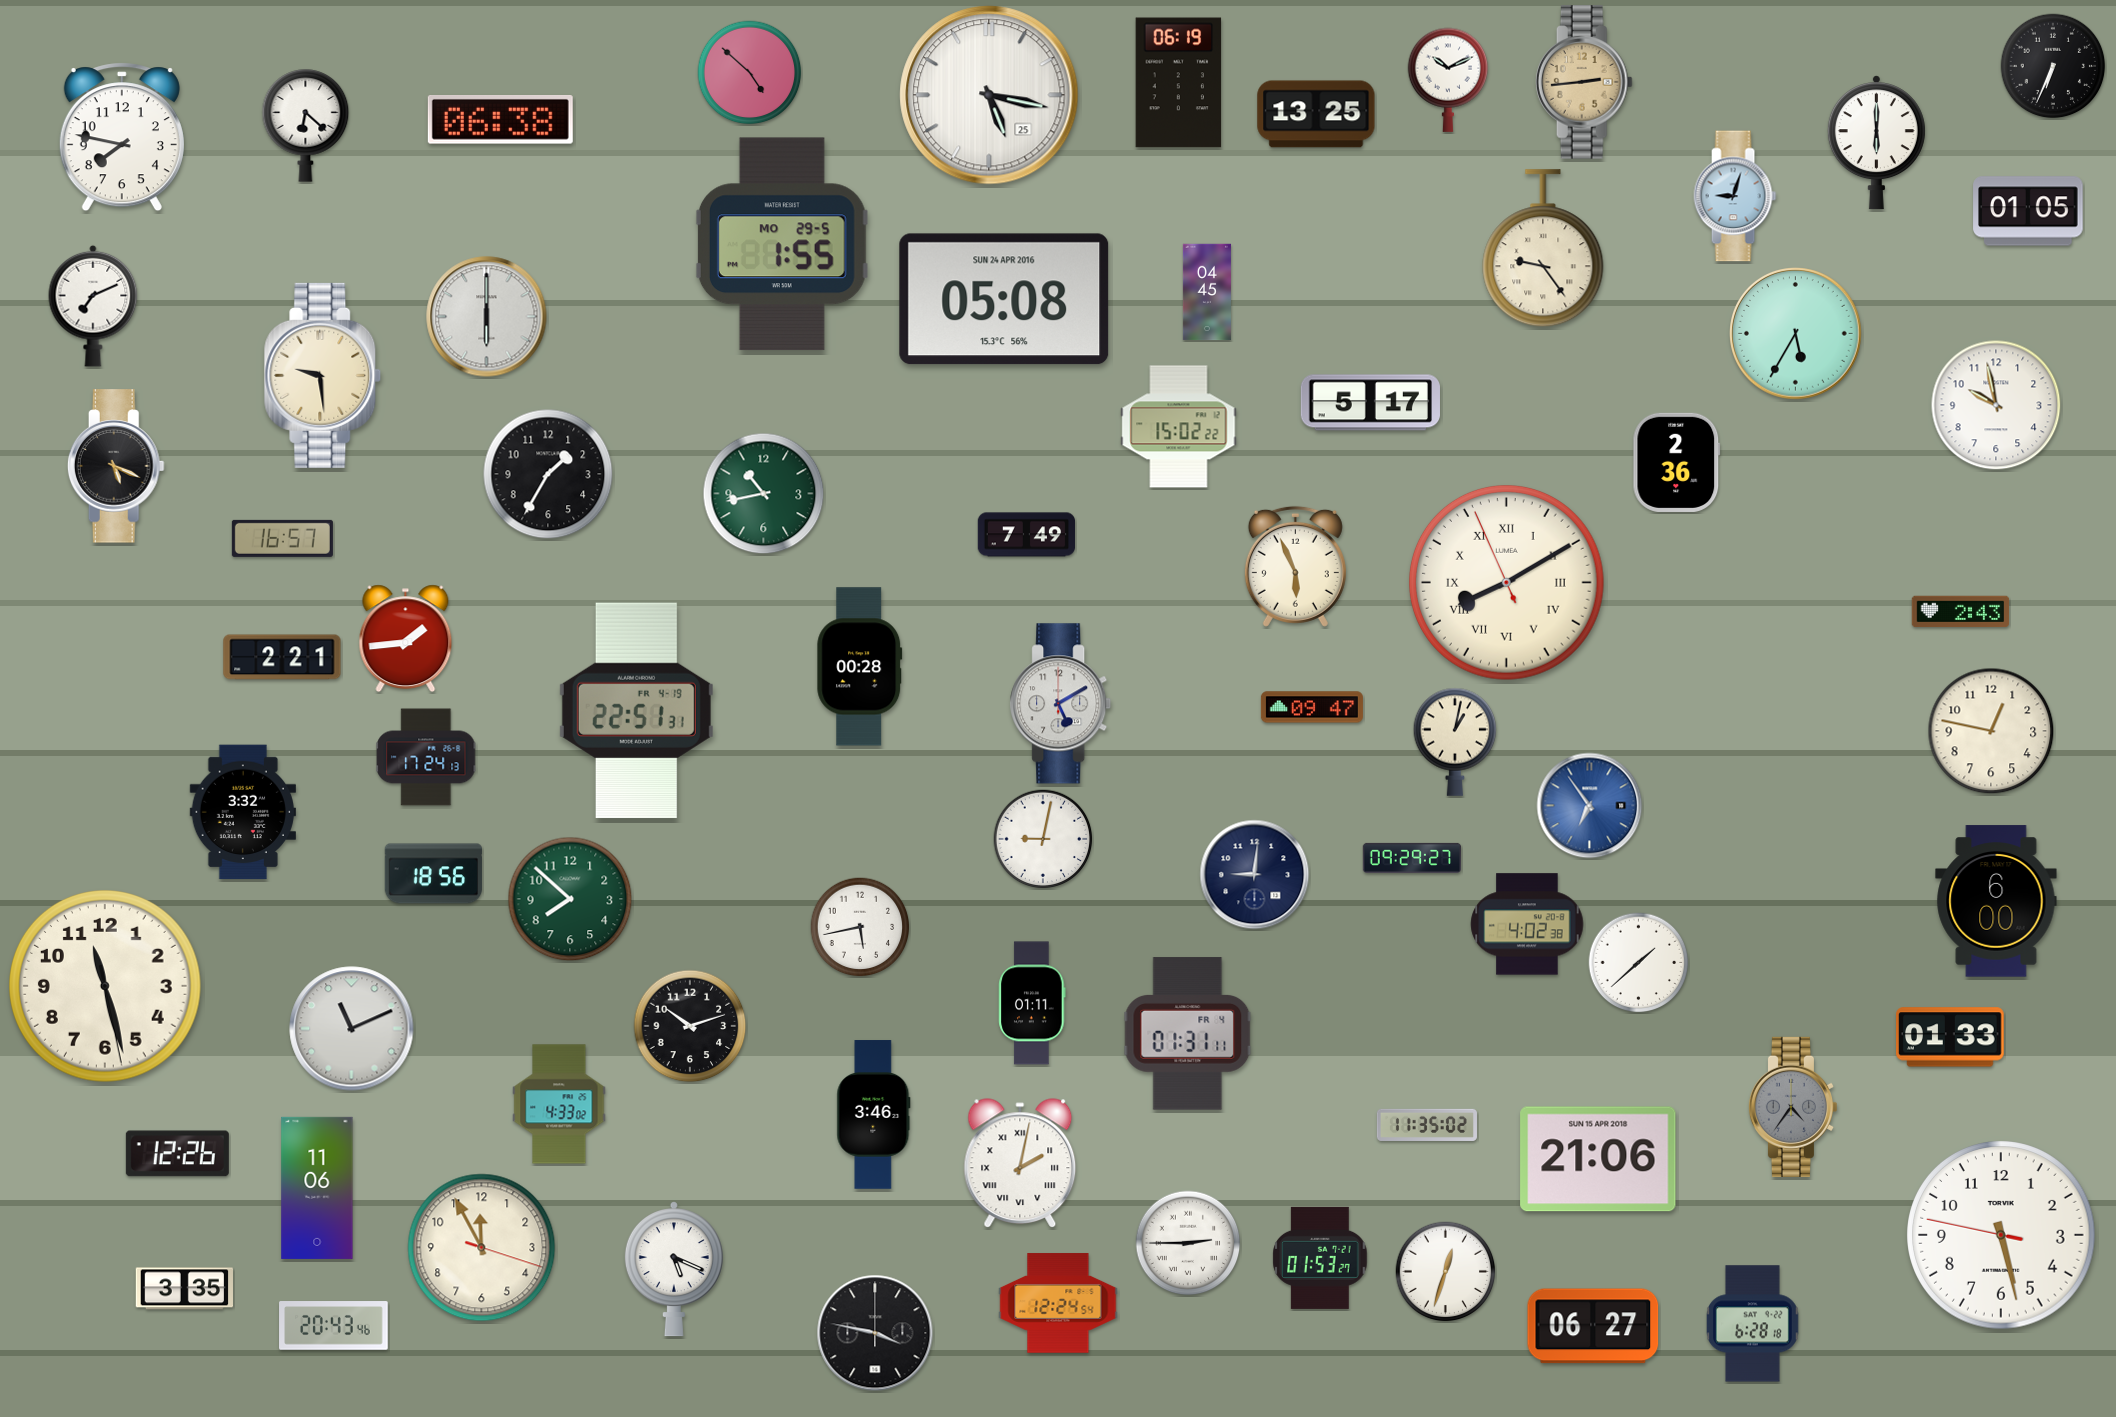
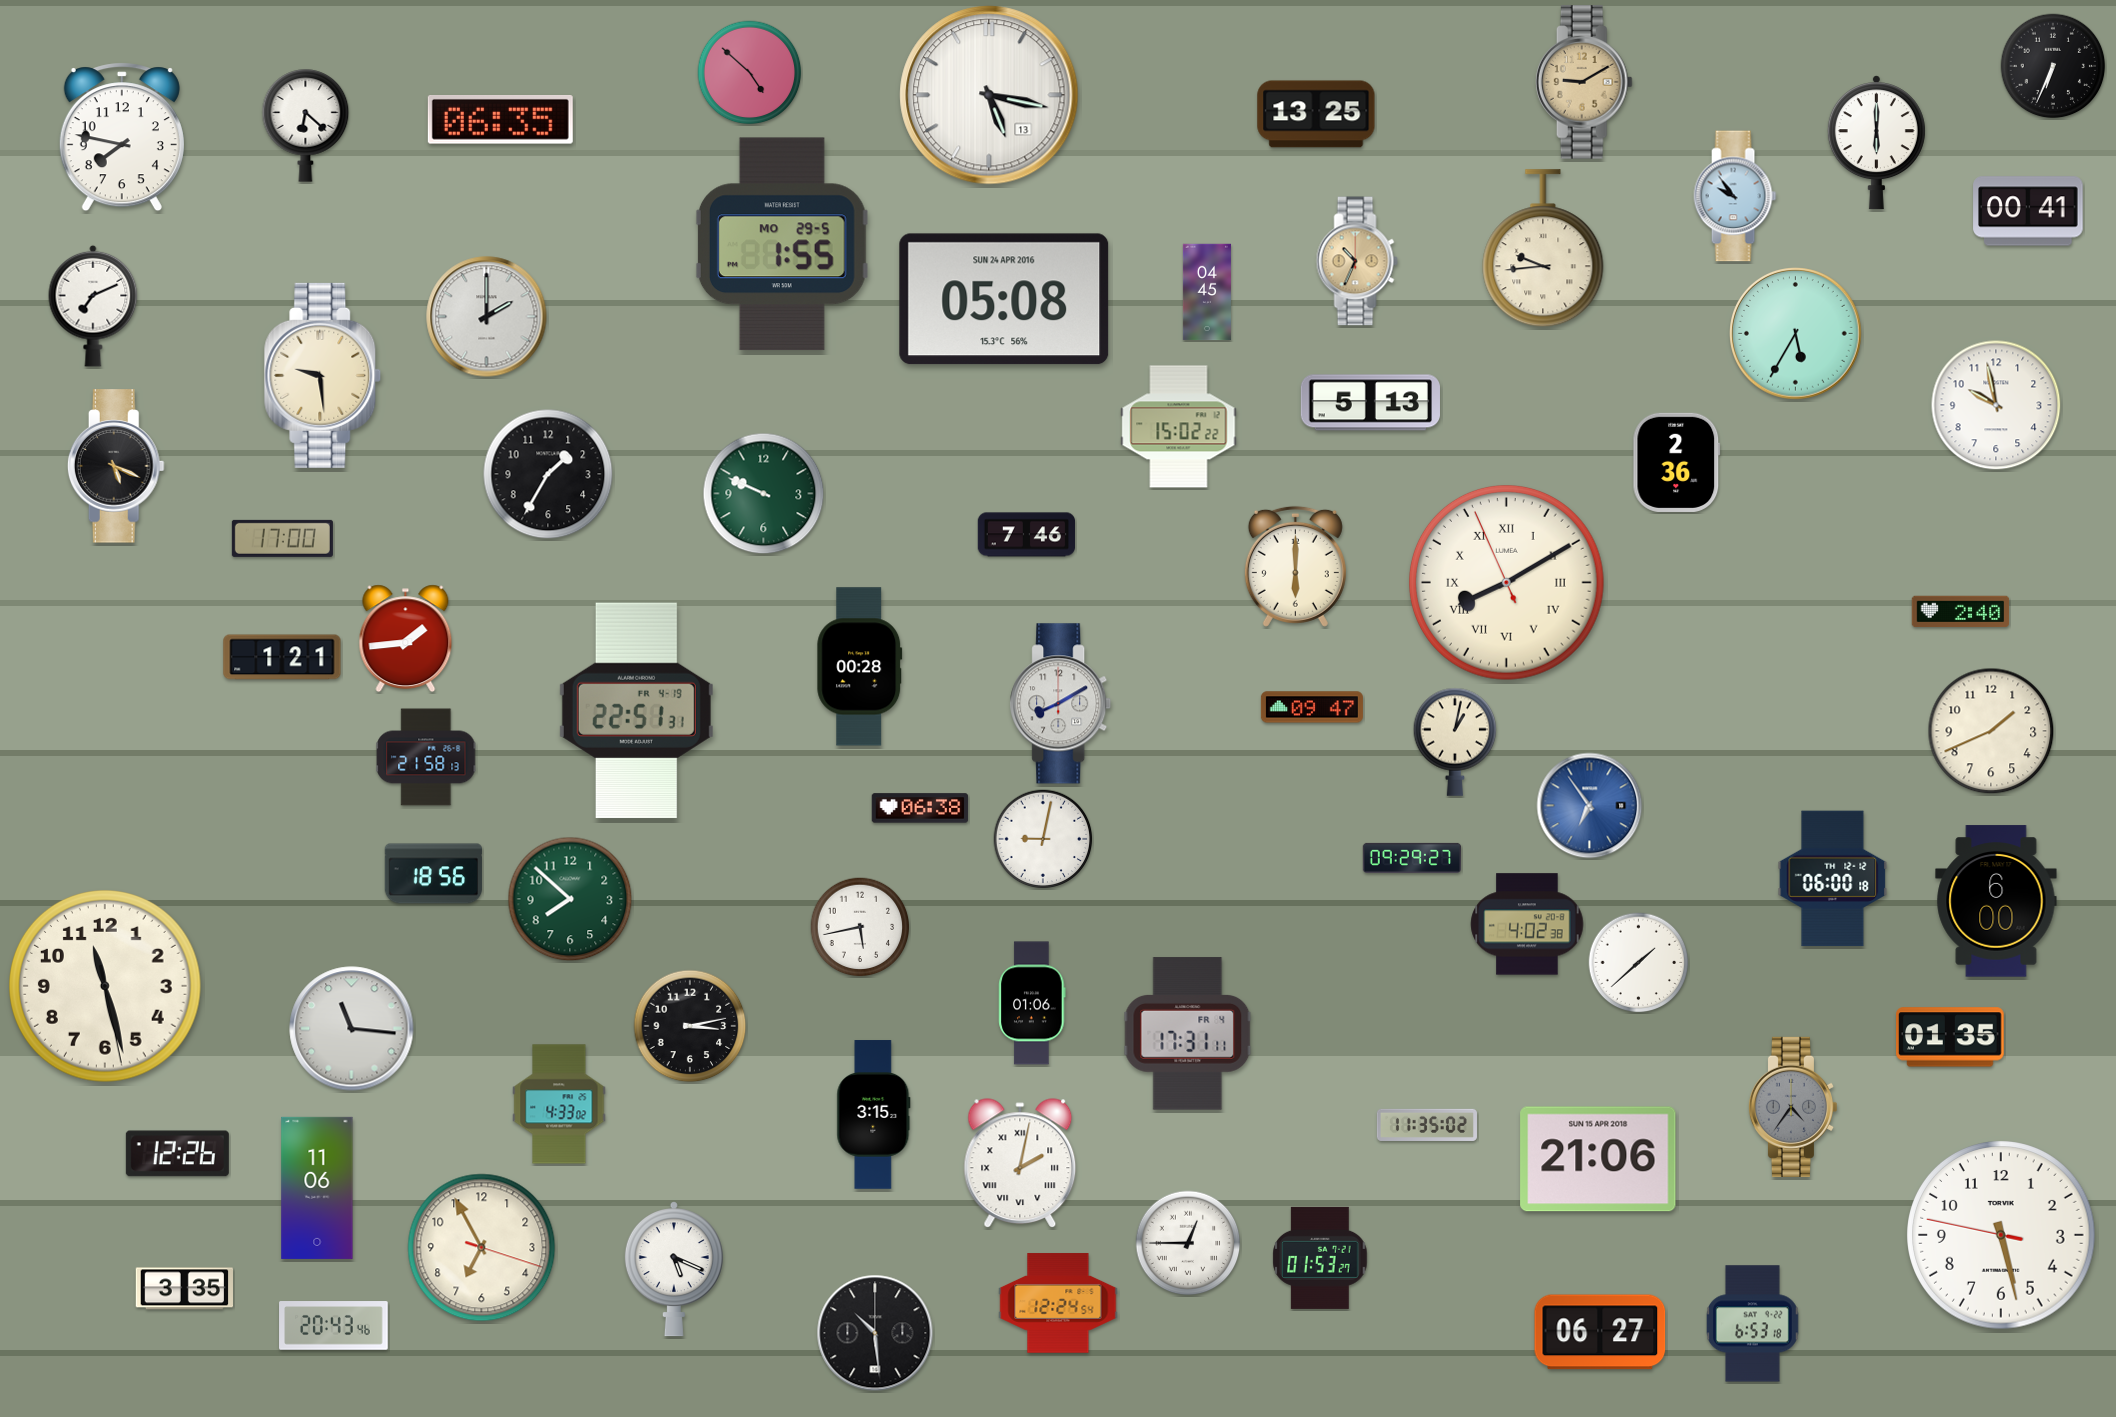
clock at (1448, 80): 10:11 -> none
clock at (1584, 82): 2:44 -> 9:10
clock at (1179, 83): 06:19 -> none
clock at (989, 95) date: 25 -> 13
clock at (500, 120): 06:38 -> 06:35
clock at (1735, 196): 9:03 -> 9:54
clock at (2028, 211): 01:05 -> 00:41
clock at (1543, 249): 9:24 -> 9:44
clock at (1357, 261): none -> 10:34
clock at (487, 317): 6:00 -> 2:00
clock at (1370, 403): 5:17 -> 5:13
clock at (764, 494): 10:43 -> 9:49
clock at (1027, 535): 7:49 -> 7:46
clock at (282, 538): 16:57 -> 17:00
clock at (1295, 566): 5:56 -> 6:00
clock at (1961, 612): 2:43 -> 2:40
clock at (282, 657): 2:21 -> 1:21
clock at (1061, 704): 5:10 -> 8:10
clock at (1991, 731): 12:47 -> 1:41
clock at (426, 757): 17:24 -> 21:58
clock at (920, 808): none -> 06:38
clock at (243, 812): 3:32 -> none
clock at (1255, 875): 9:01 -> none
clock at (1833, 879): none -> 06:00
clock at (1032, 1003): 01:11 -> 01:06
clock at (690, 1026): 10:12 -> 3:13
clock at (352, 1029): 11:11 -> 11:16
clock at (1188, 1034): 01:31 -> 17:31
clock at (1951, 1037): 01:33 -> 01:35
clock at (874, 1115): 3:46 -> 3:15
clock at (1188, 1243): 2:45 -> 12:45
clock at (482, 1248): 11:55 -> 6:55
clock at (1446, 1272): 12:33 -> none
clock at (1752, 1324): 6:28 -> 6:53
clock at (1593, 1326) position: (1593, 1326) -> (1600, 1332)
clock at (875, 1333): 3:47 -> 10:29
